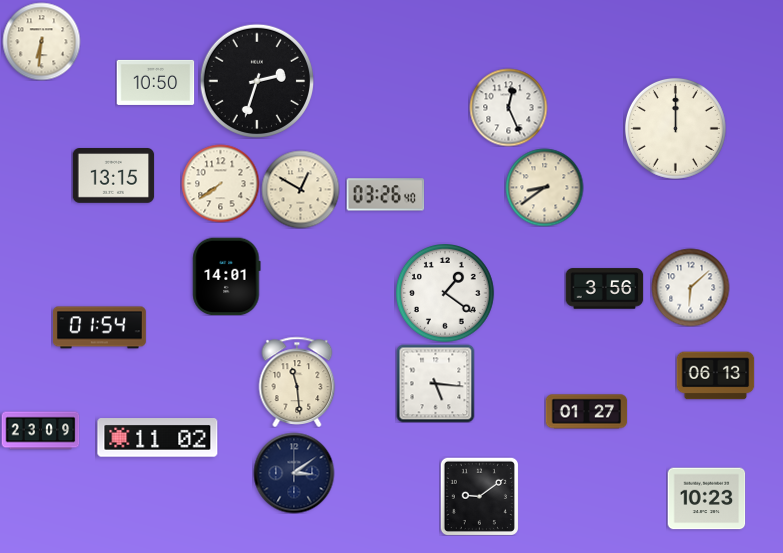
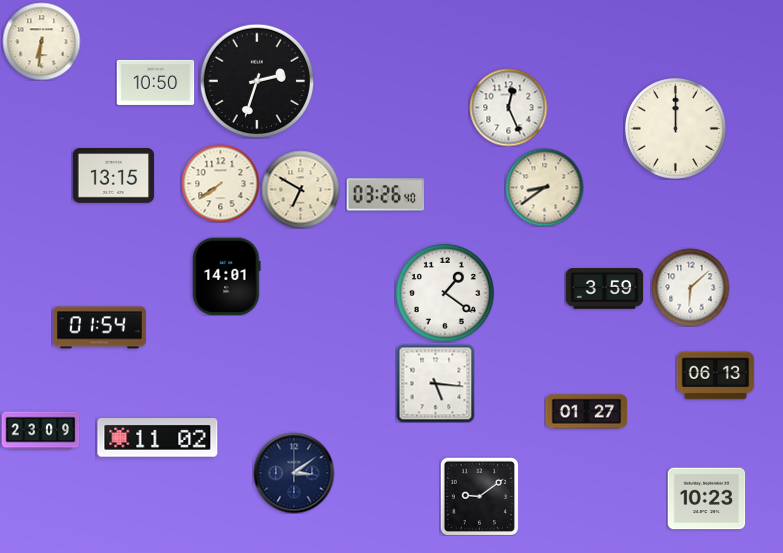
clock at (300, 189): 12:50 -> 6:50
clock at (604, 289): 3:56 -> 3:59
clock at (297, 382): 11:29 -> none
